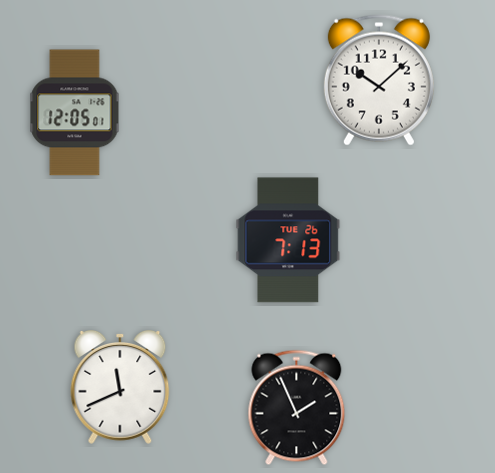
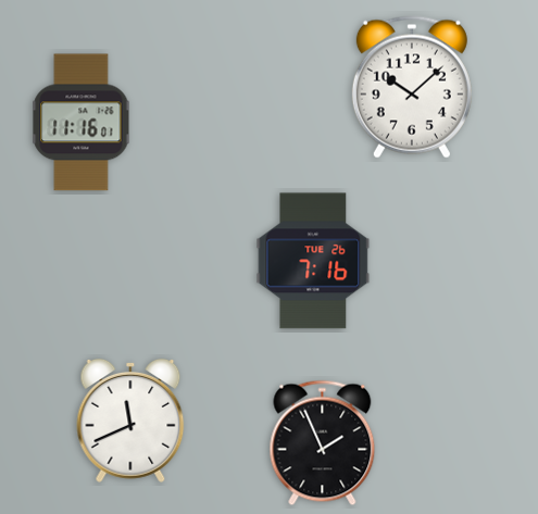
clock at (75, 113): 12:05 -> 11:16
clock at (288, 240): 7:13 -> 7:16
